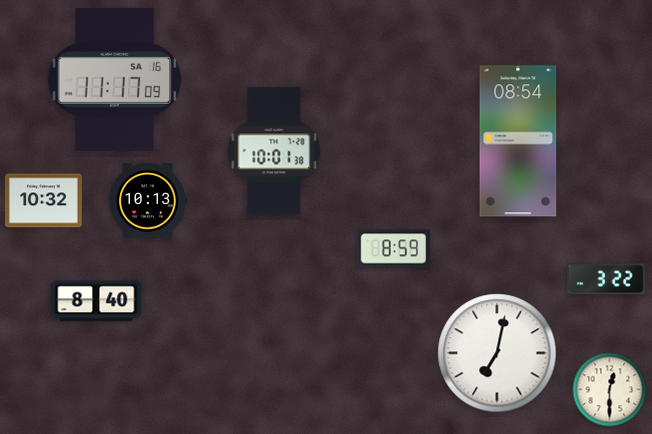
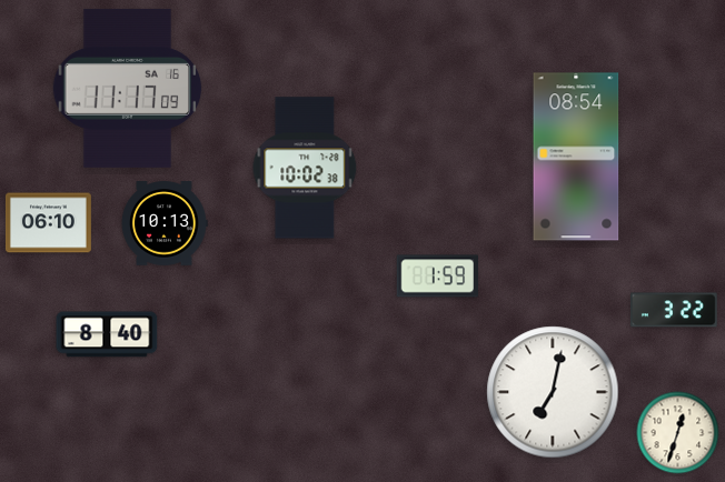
clock at (274, 151): 10:01 -> 10:02
clock at (43, 201): 10:32 -> 06:10
clock at (393, 249): 8:59 -> 1:59
clock at (610, 390): 12:30 -> 12:33
